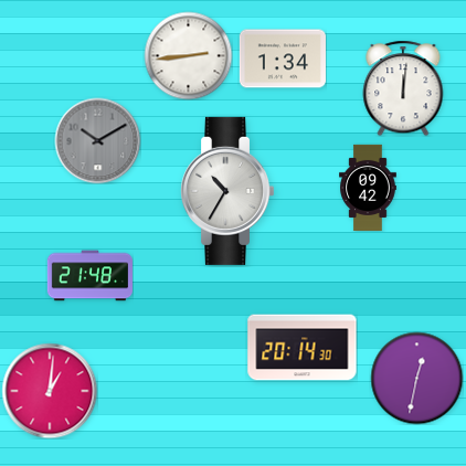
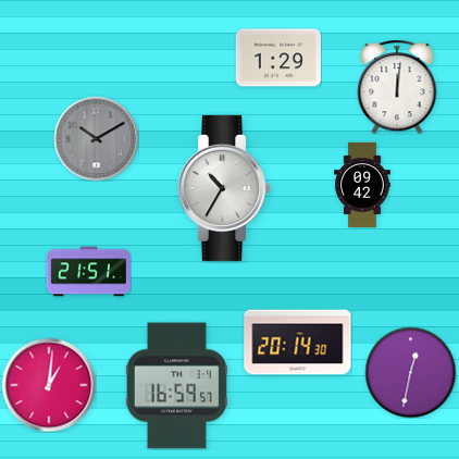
clock at (188, 55): 2:44 -> none
clock at (283, 59): 1:34 -> 1:29
clock at (89, 276): 21:48 -> 21:51
clock at (176, 386): none -> 16:59
